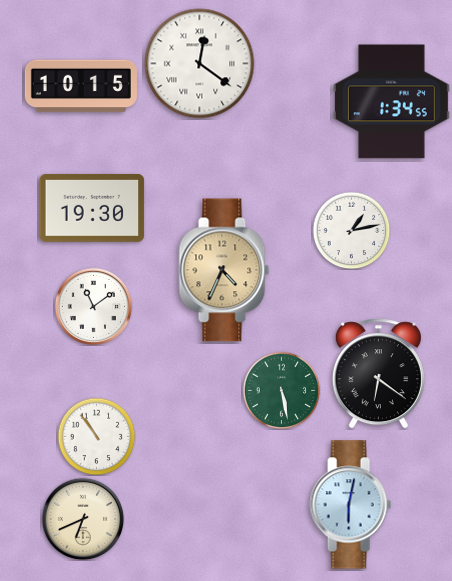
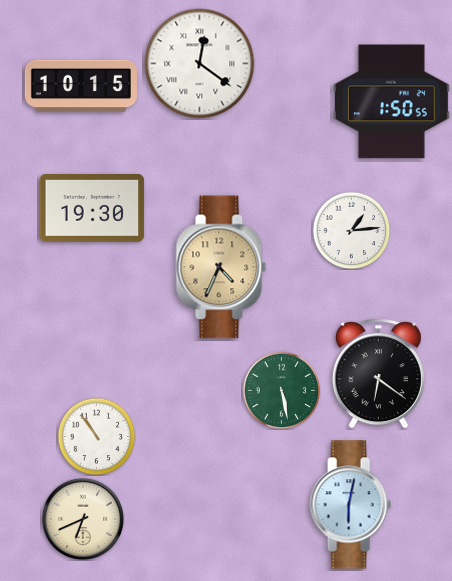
clock at (391, 102): 1:34 -> 1:50
clock at (351, 230): 1:13 -> 1:14
clock at (224, 270) position: (224, 270) -> (221, 267)
clock at (93, 306): 11:09 -> none
